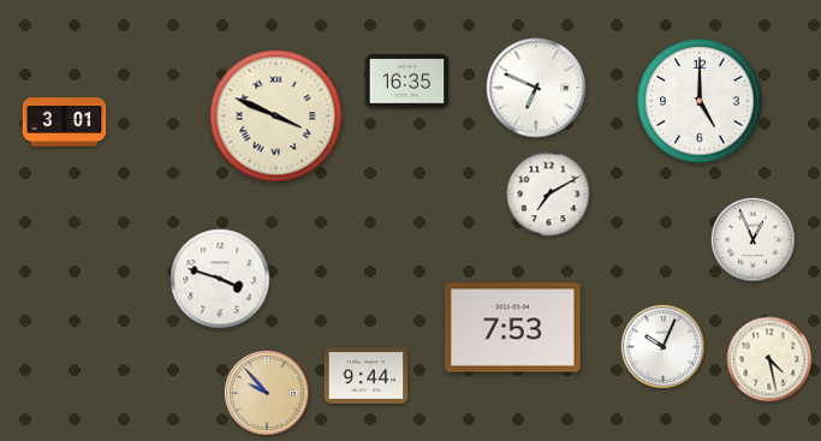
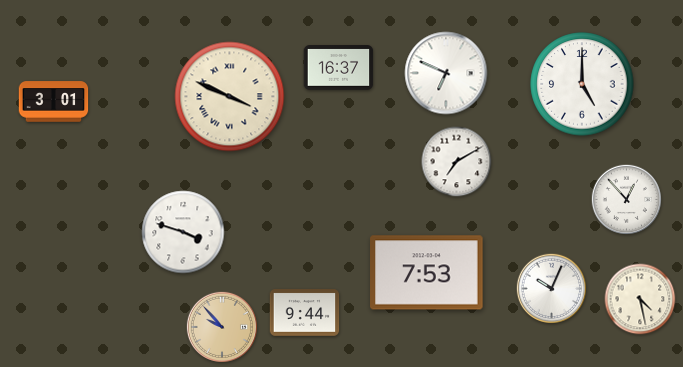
clock at (407, 82): 16:35 -> 16:37
clock at (752, 239): 12:56 -> 12:53
